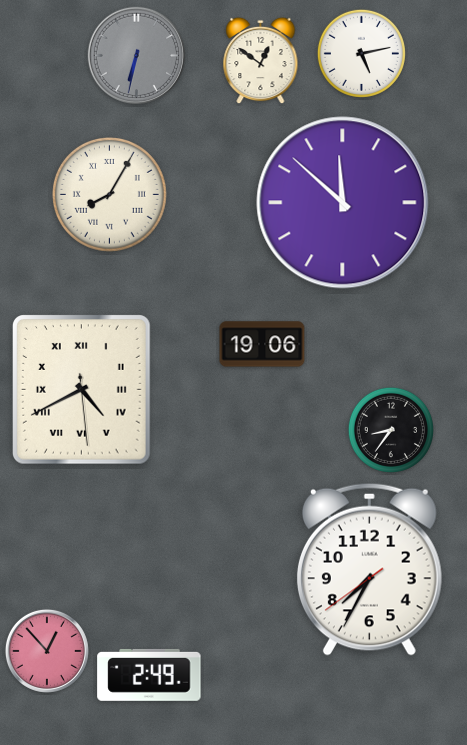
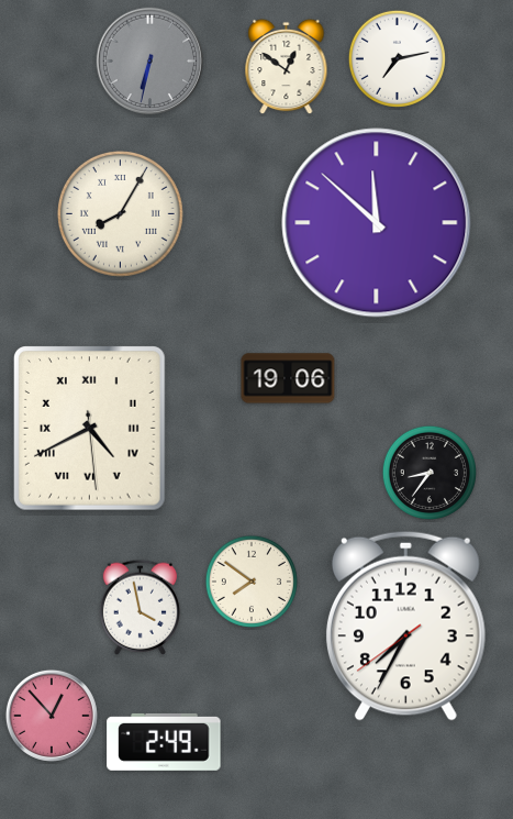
clock at (361, 53): 5:13 -> 7:13
clock at (250, 580): none -> 7:51
clock at (140, 607): none -> 3:58
